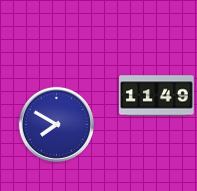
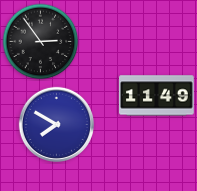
clock at (41, 42): none -> 2:54
